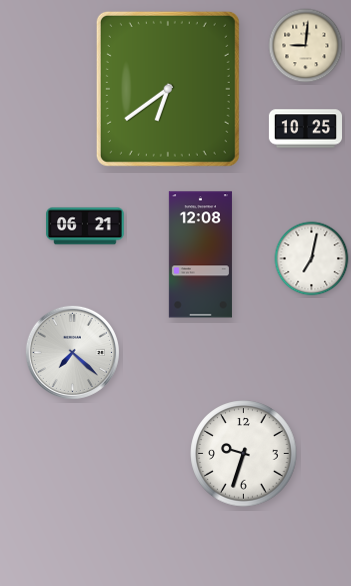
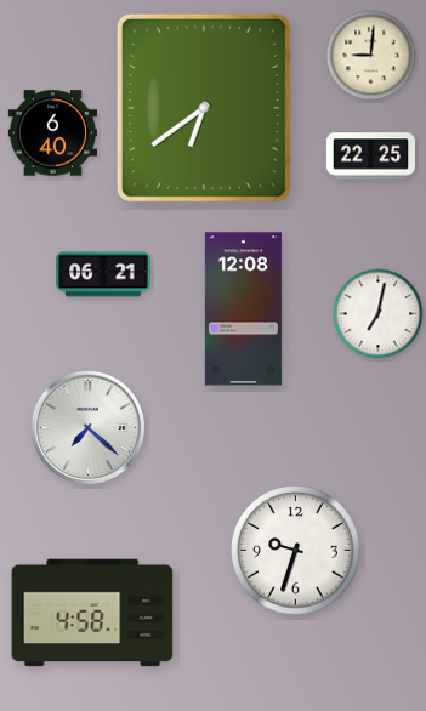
clock at (52, 133): none -> 6:40
clock at (305, 129): 10:25 -> 22:25
clock at (92, 613): none -> 4:58
